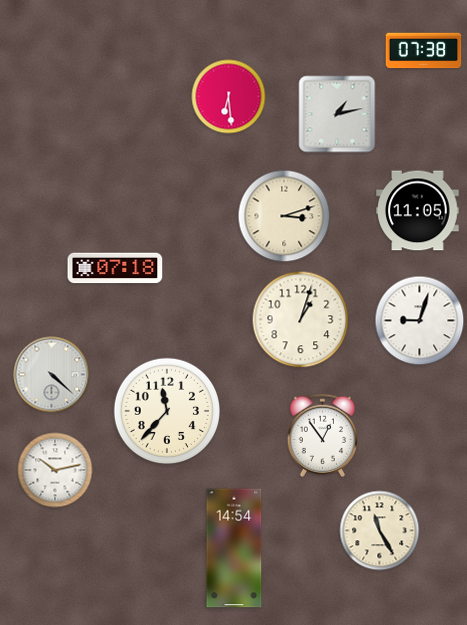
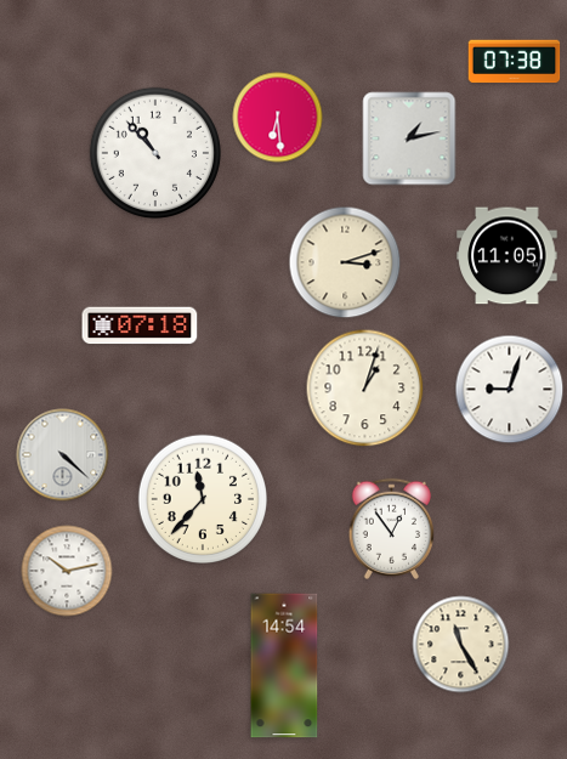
clock at (155, 153): none -> 10:53
